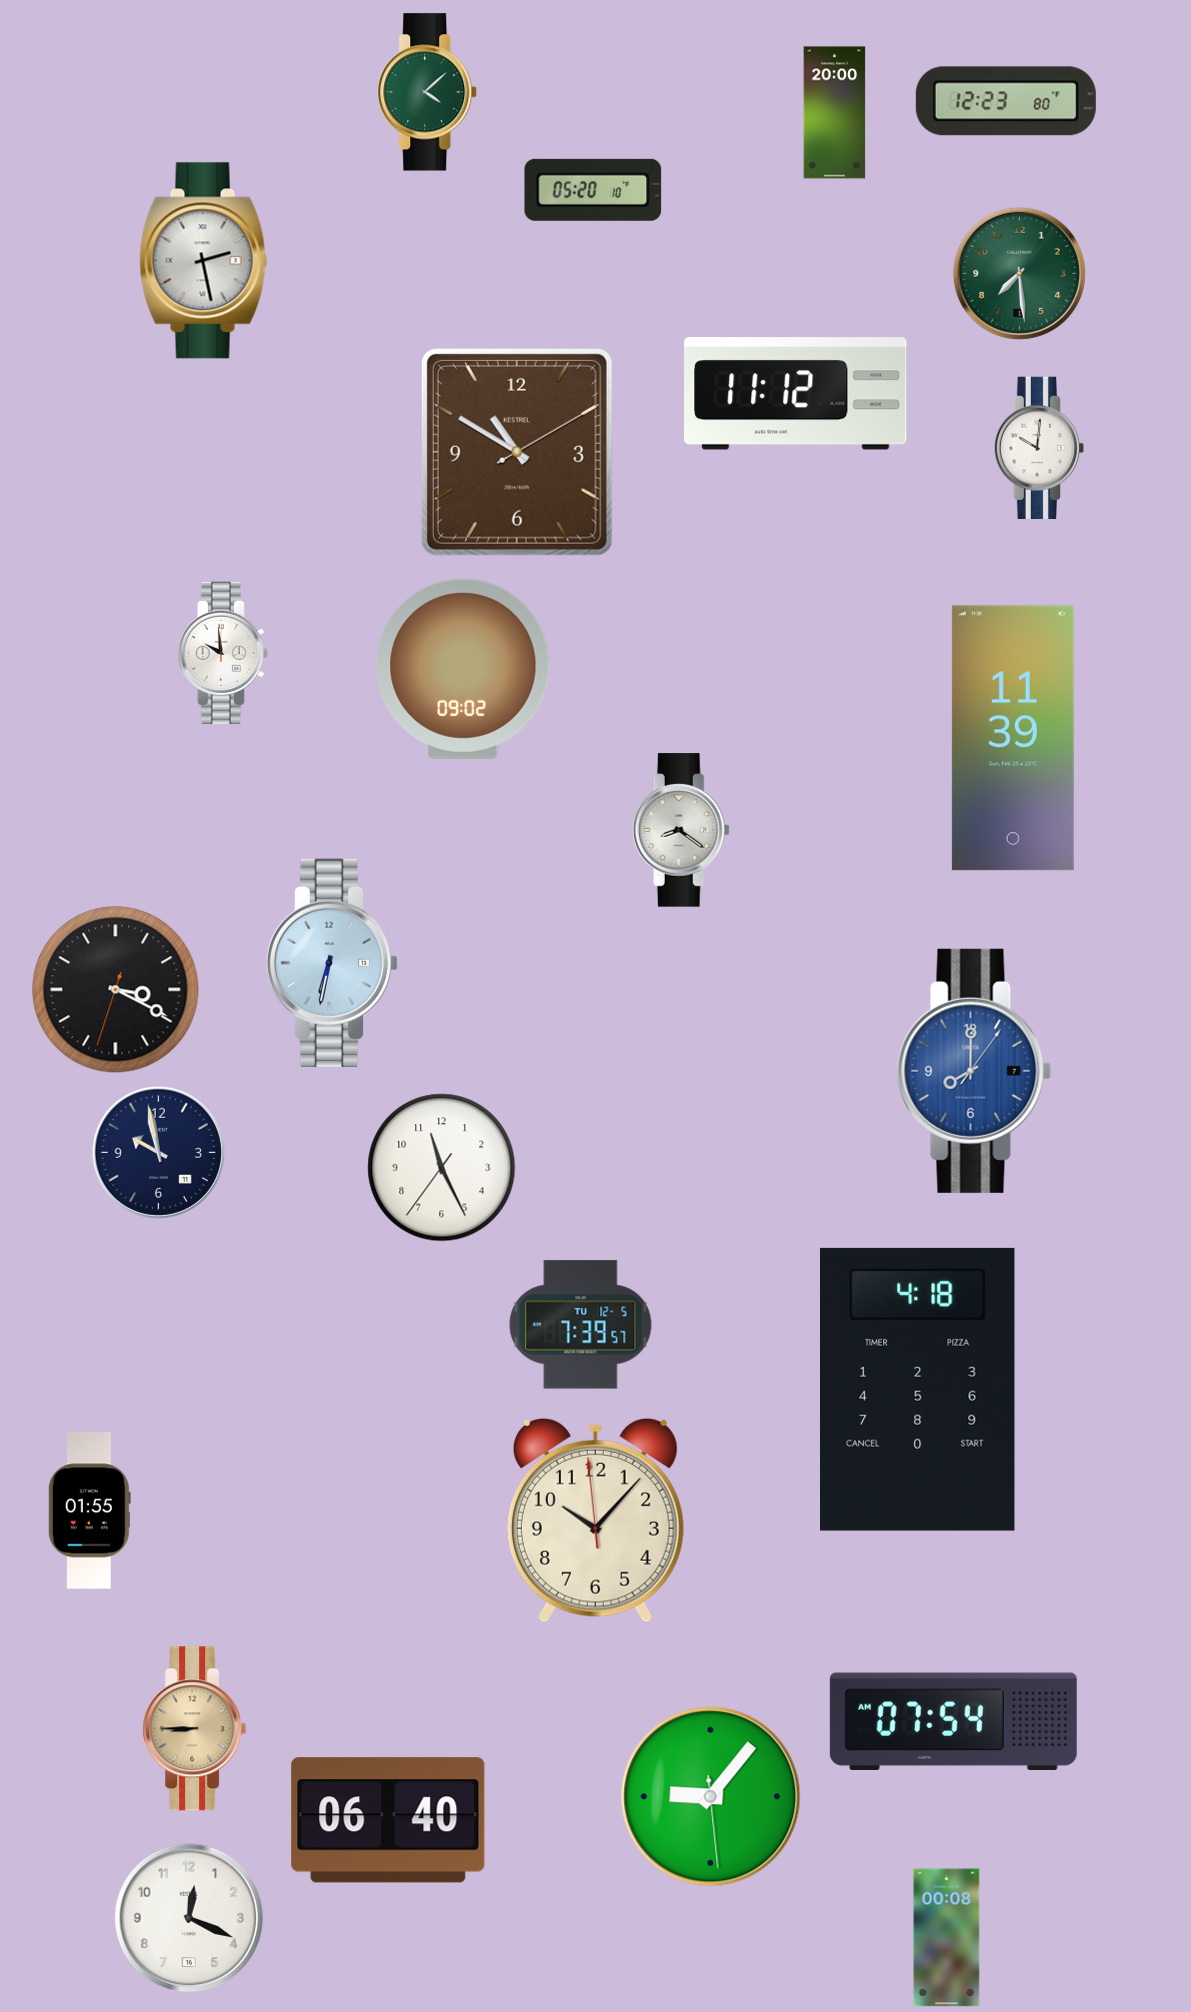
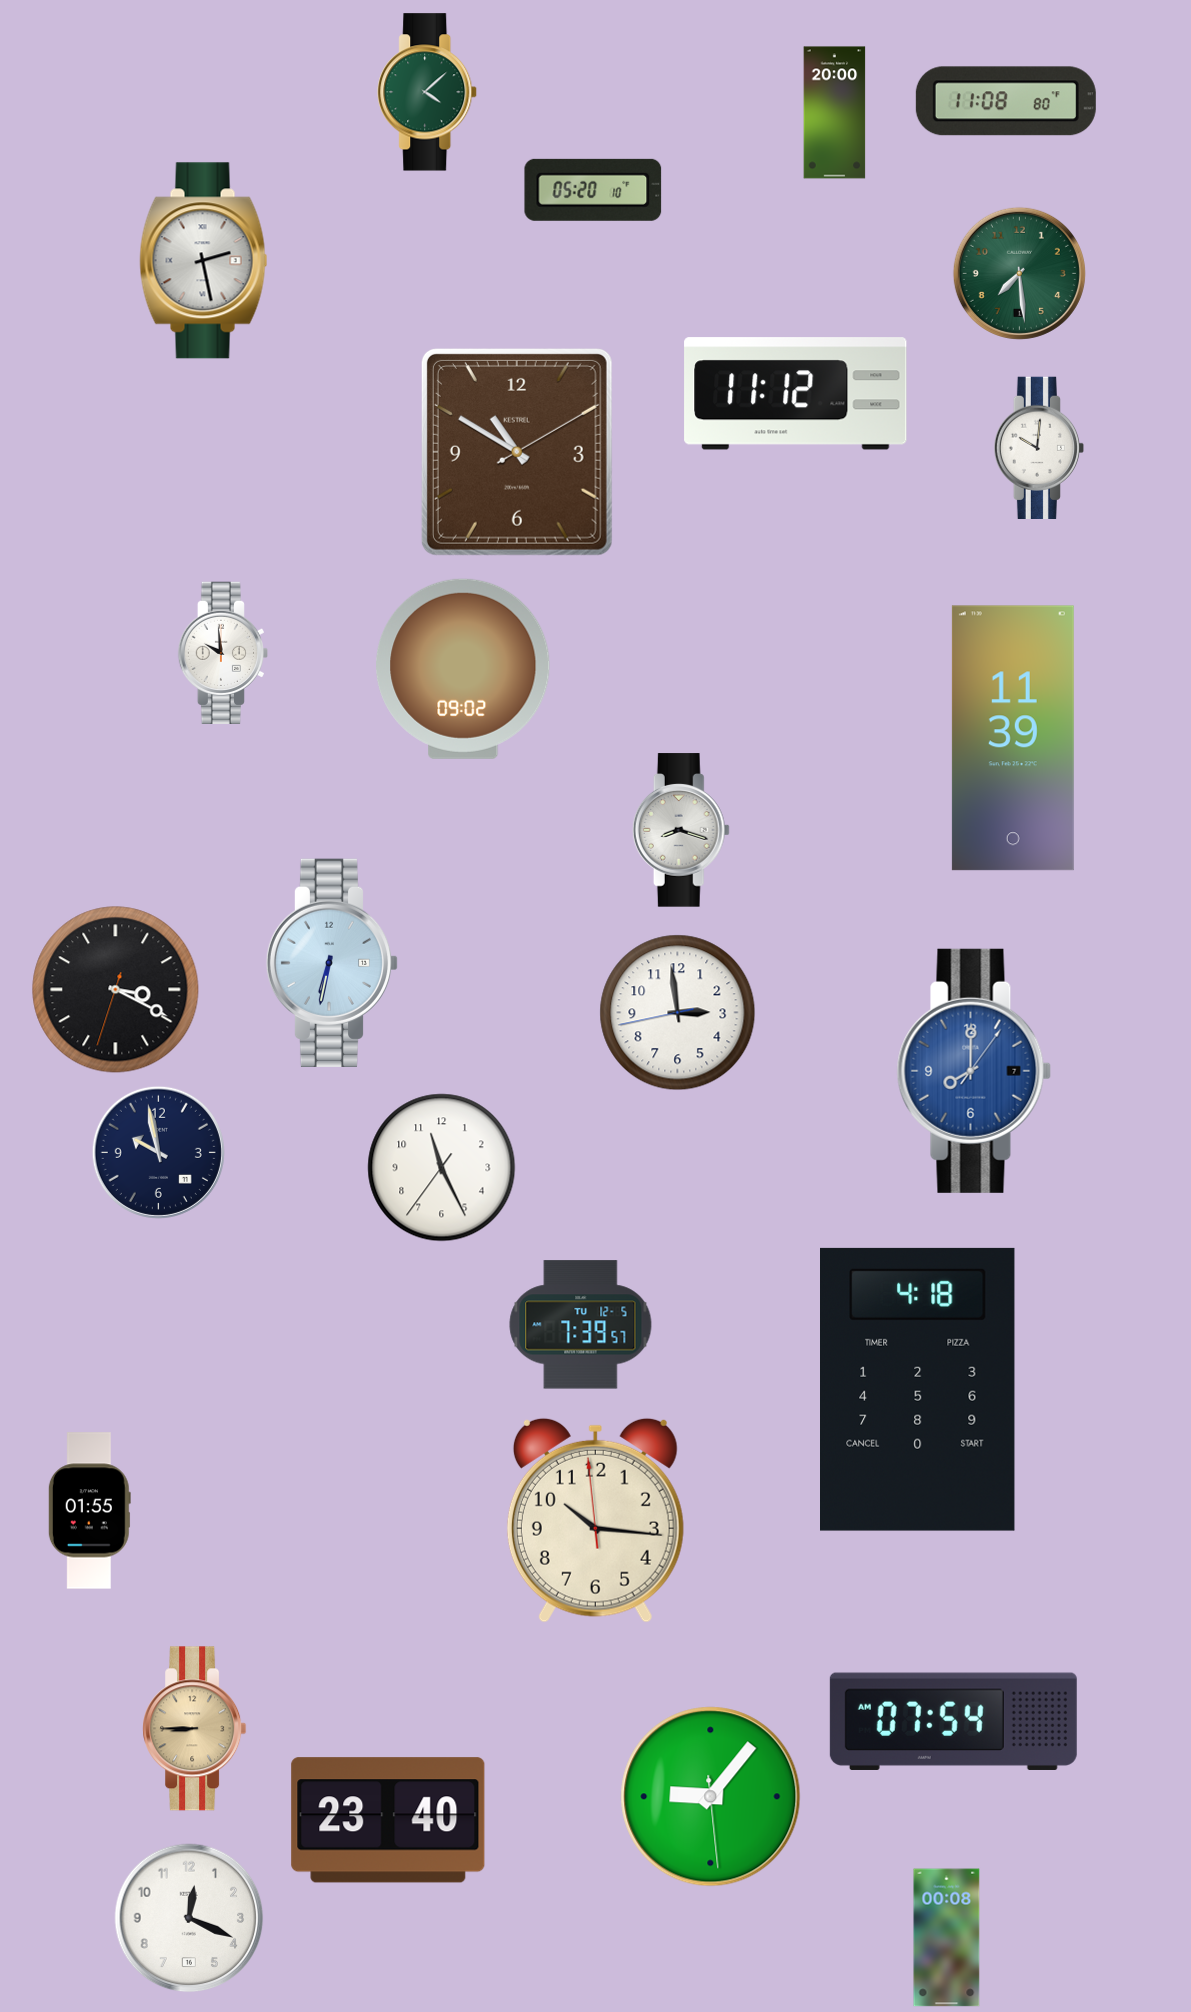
clock at (1006, 101): 12:23 -> 11:08
clock at (681, 830): 8:21 -> 8:18
clock at (678, 1013): none -> 2:58
clock at (595, 1520): 10:06 -> 10:15
clock at (388, 1820): 06:40 -> 23:40
